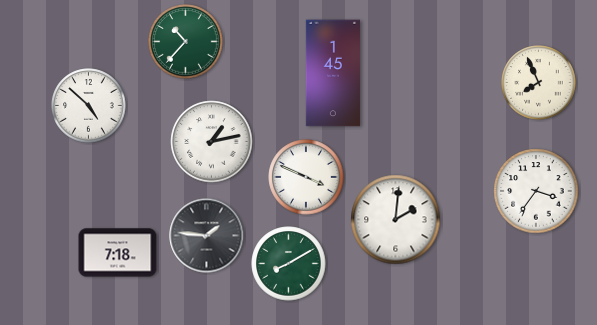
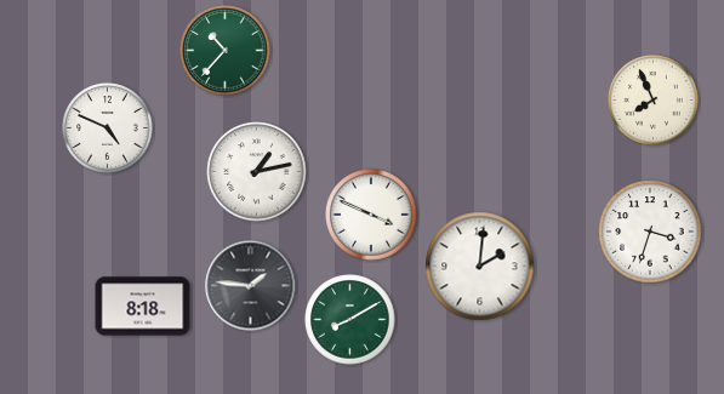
clock at (333, 73): 1:45 -> none
clock at (89, 106): 4:52 -> 4:49
clock at (536, 191): 3:36 -> 3:33
clock at (118, 253): 7:18 -> 8:18
